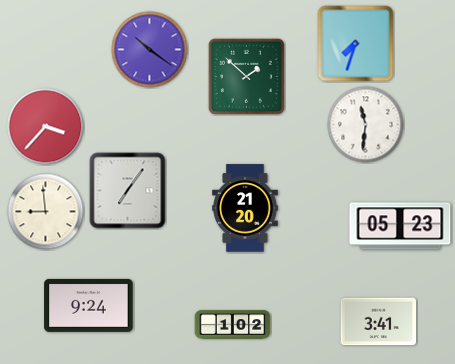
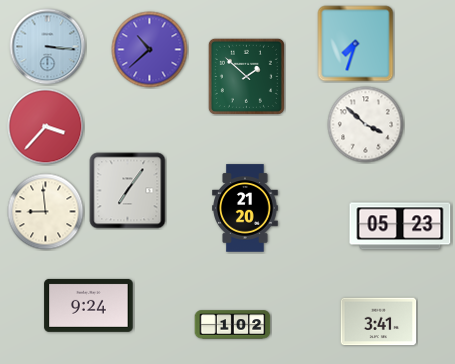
clock at (48, 47): none -> 3:16
clock at (150, 50): 10:21 -> 10:38
clock at (366, 125): 11:31 -> 3:52
